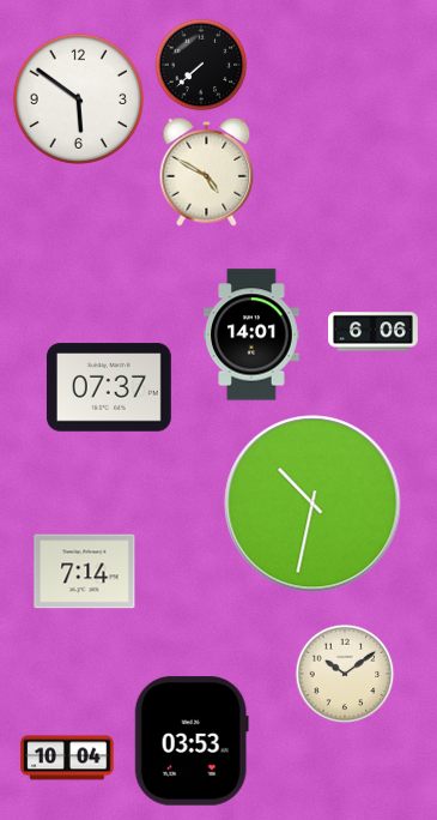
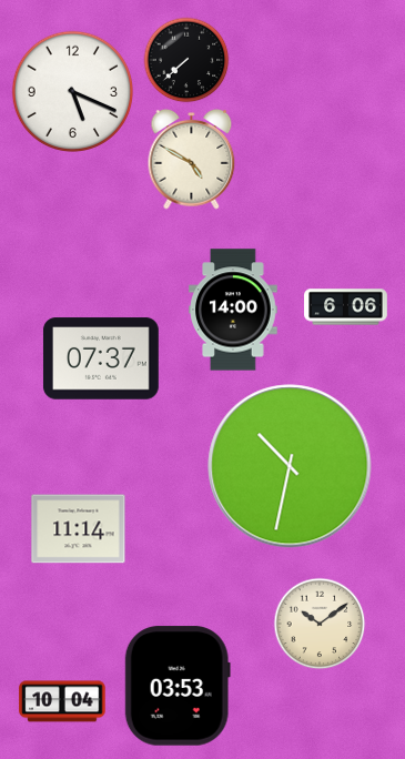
clock at (78, 98): 5:51 -> 5:19
clock at (251, 334): 14:01 -> 14:00
clock at (85, 572): 7:14 -> 11:14
